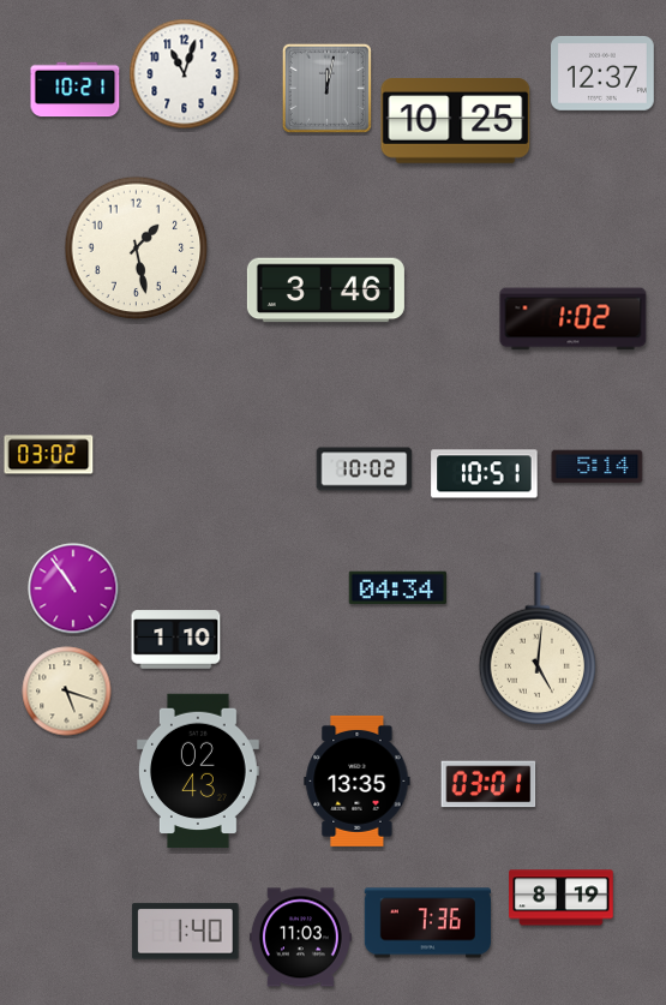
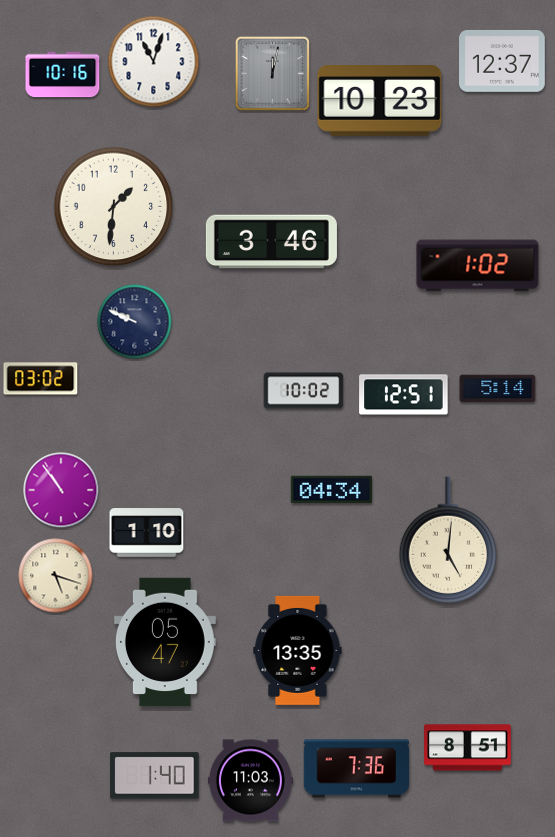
clock at (76, 90): 10:21 -> 10:16
clock at (456, 121): 10:25 -> 10:23
clock at (137, 249): 1:28 -> 1:31
clock at (135, 322): none -> 9:49
clock at (485, 474): 10:51 -> 12:51
clock at (199, 771): 02:43 -> 05:47
clock at (488, 784): 03:01 -> none
clock at (562, 898): 8:19 -> 8:51
